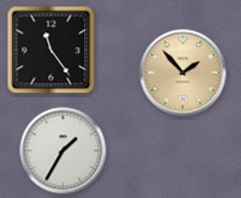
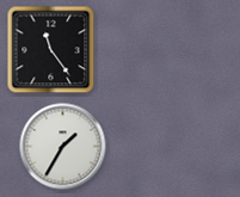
clock at (183, 73): 1:53 -> none
clock at (64, 151) position: (64, 151) -> (63, 147)
